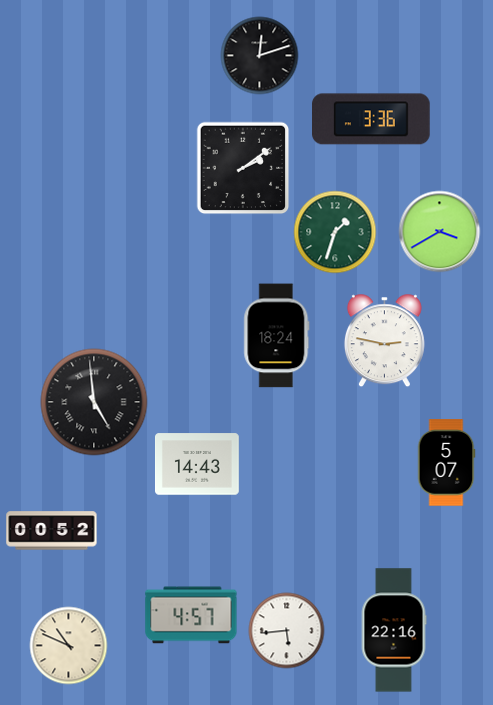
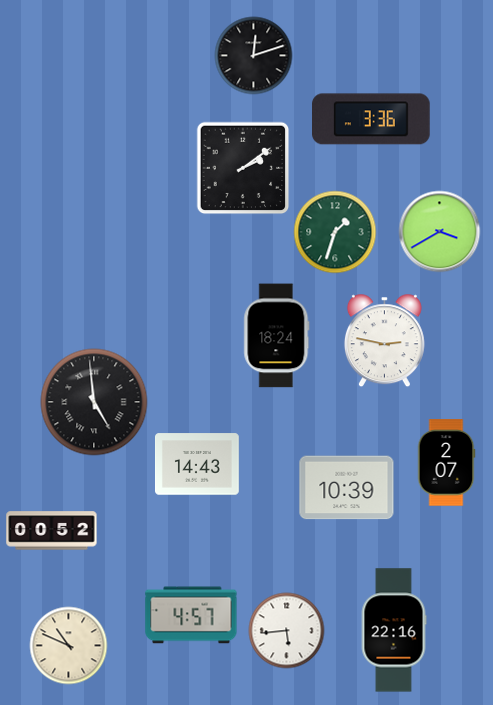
clock at (260, 56) position: (260, 56) -> (254, 56)
clock at (446, 463): 5:07 -> 2:07
clock at (347, 488): none -> 10:39
